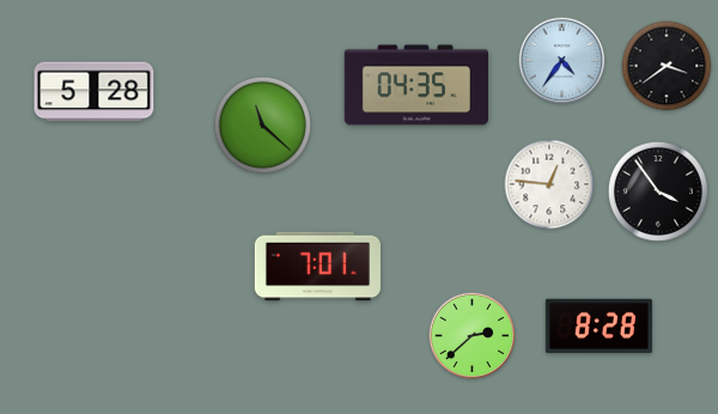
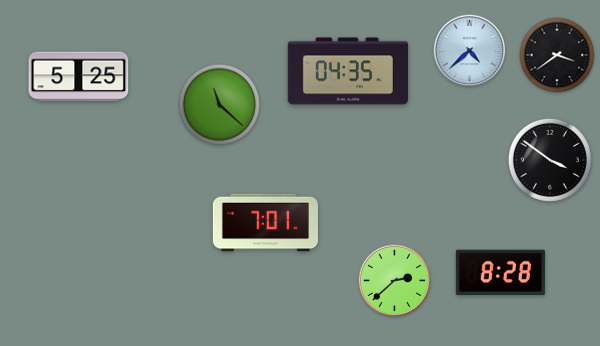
clock at (562, 61): 4:36 -> 4:38
clock at (95, 92): 5:28 -> 5:25
clock at (549, 184): 12:46 -> none
clock at (658, 191): 3:54 -> 3:51
